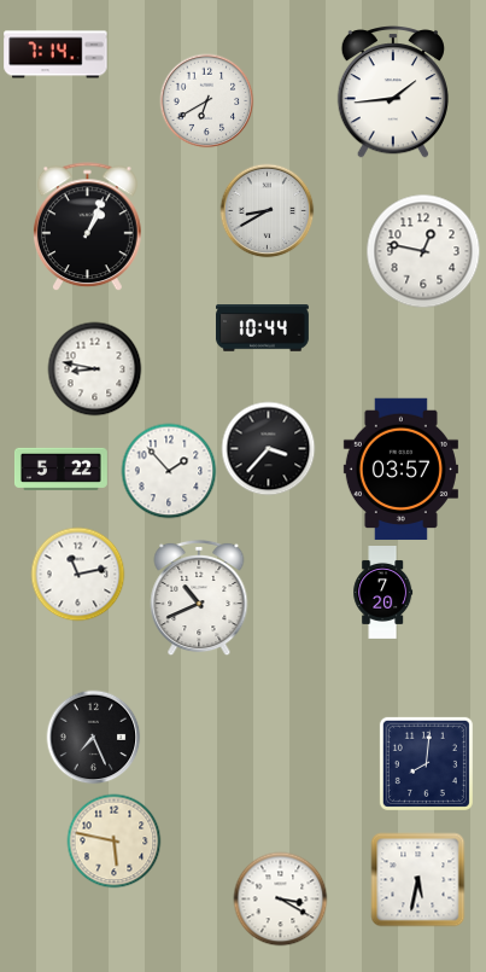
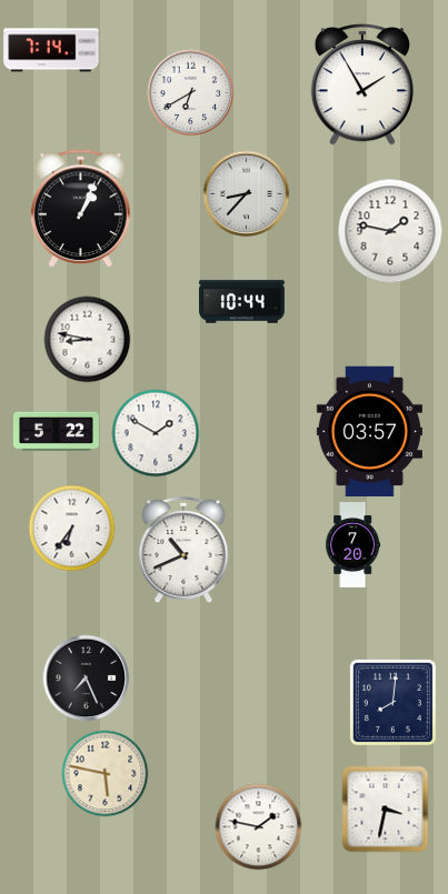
clock at (393, 92): 1:44 -> 1:55
clock at (267, 210): 8:40 -> 8:37
clock at (423, 251): 12:47 -> 1:47
clock at (268, 448): 3:37 -> none
clock at (169, 471): 1:53 -> 1:50
clock at (77, 574): 11:13 -> 6:36
clock at (417, 879): 5:32 -> 3:32
clock at (280, 898): 3:20 -> 1:47
